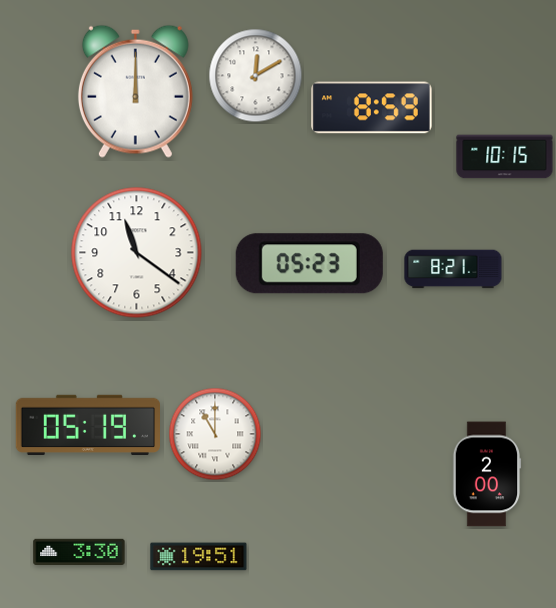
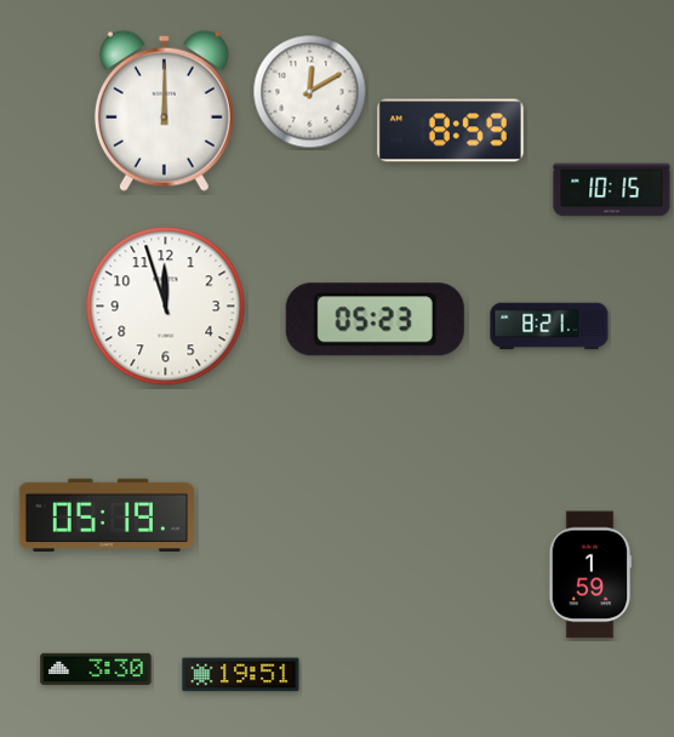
clock at (137, 253): 11:21 -> 11:57
clock at (215, 434): 11:00 -> none
clock at (487, 474): 2:00 -> 1:59
